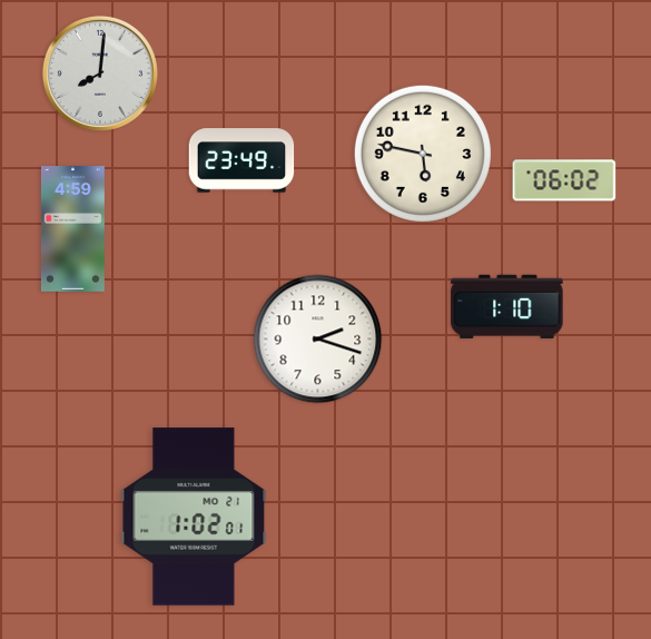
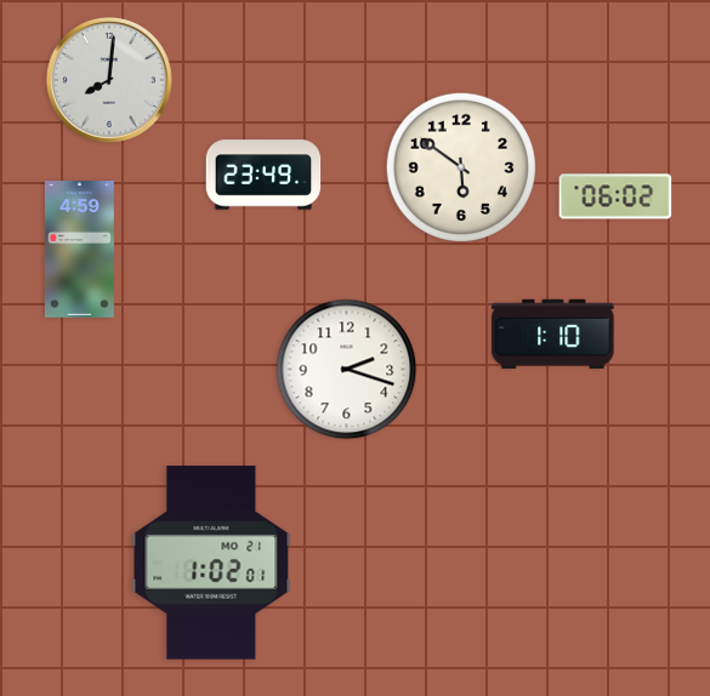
clock at (423, 154): 5:47 -> 5:51
